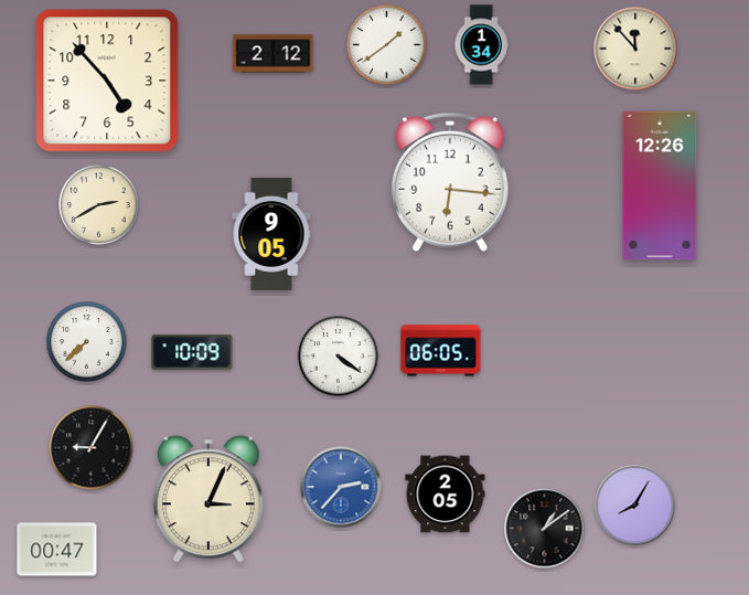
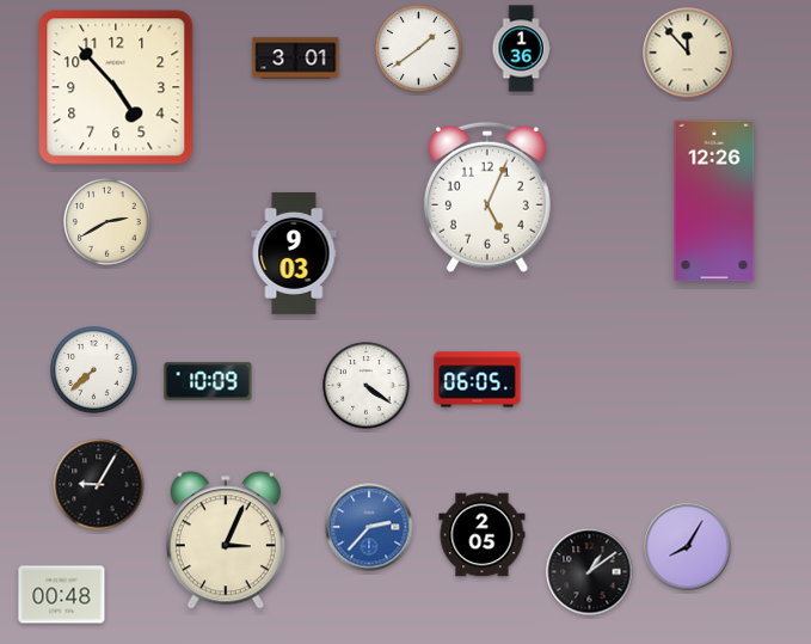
clock at (481, 45): 1:34 -> 1:36
clock at (274, 54): 2:12 -> 3:01
clock at (450, 182): 6:16 -> 5:04
clock at (271, 234): 9:05 -> 9:03
clock at (57, 550): 00:47 -> 00:48
